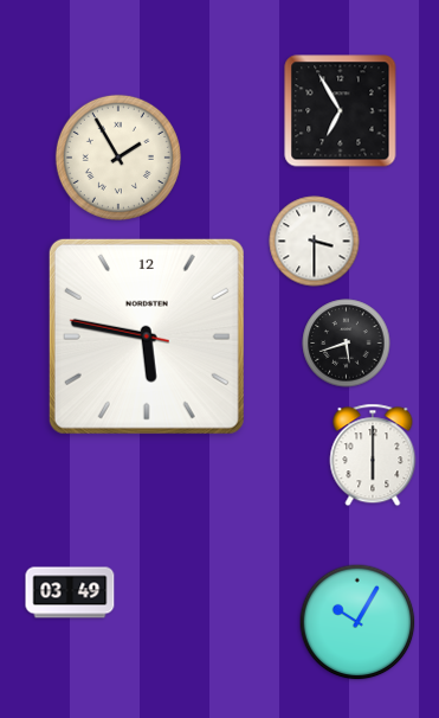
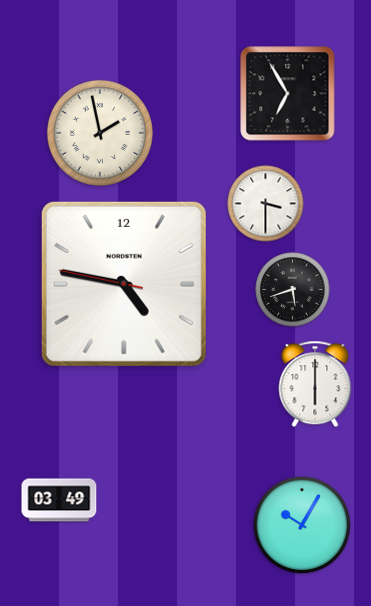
clock at (118, 158): 1:55 -> 1:58
clock at (147, 336): 5:46 -> 4:46
